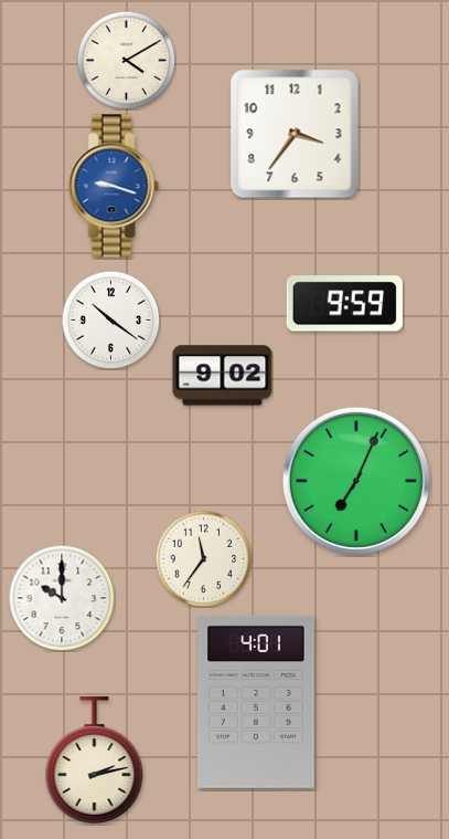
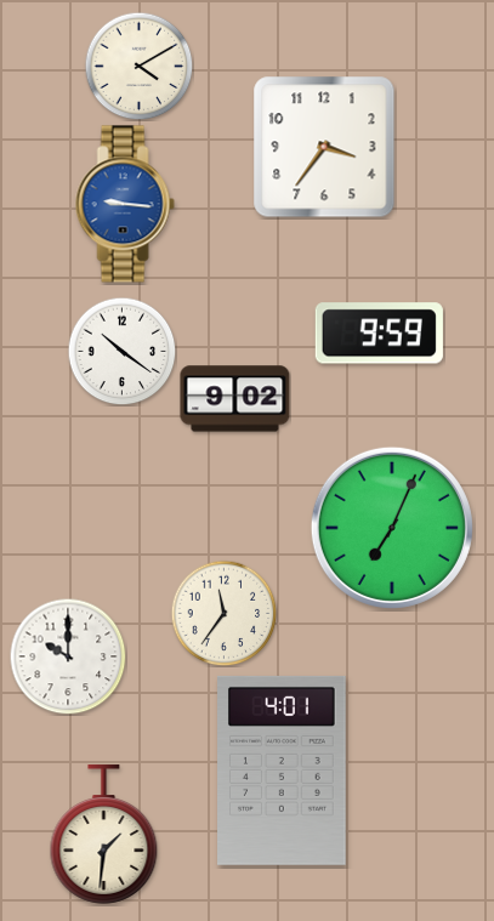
clock at (114, 186): 9:18 -> 9:16
clock at (223, 376) position: (223, 376) -> (235, 399)
clock at (95, 761): 2:13 -> 1:31
